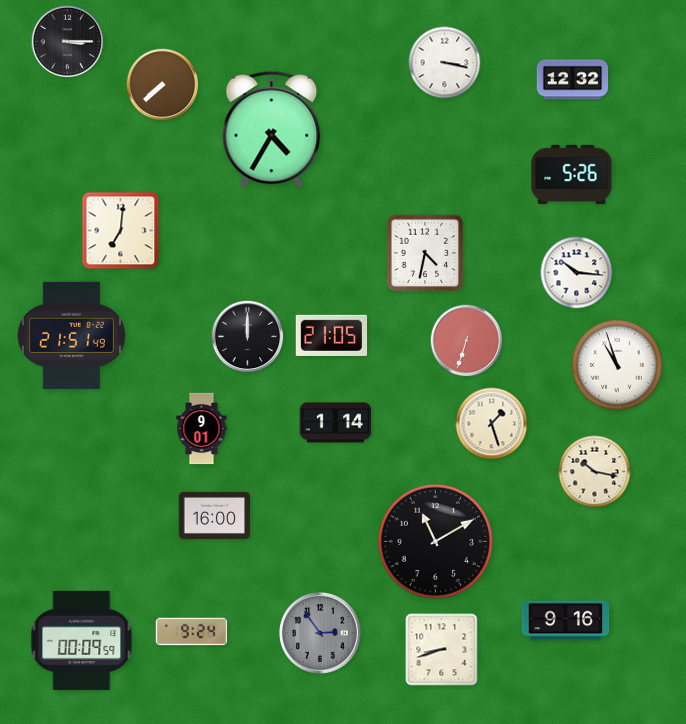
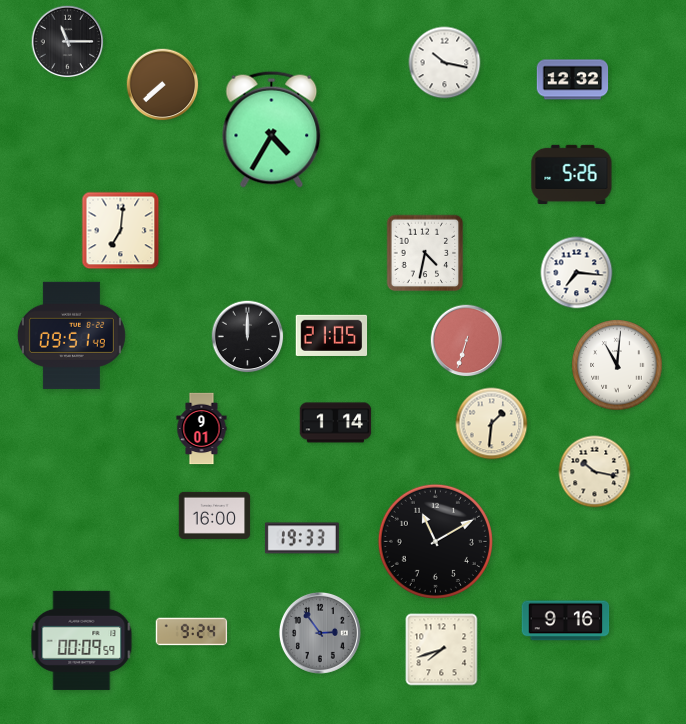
clock at (68, 42): 3:15 -> 11:15
clock at (445, 63): 3:17 -> 10:17
clock at (577, 273): 10:16 -> 7:16
clock at (71, 335): 21:51 -> 09:51
clock at (617, 365): 10:57 -> 11:01
clock at (492, 424): 1:27 -> 1:31
clock at (302, 538): none -> 19:33
clock at (442, 650): 8:42 -> 7:42
